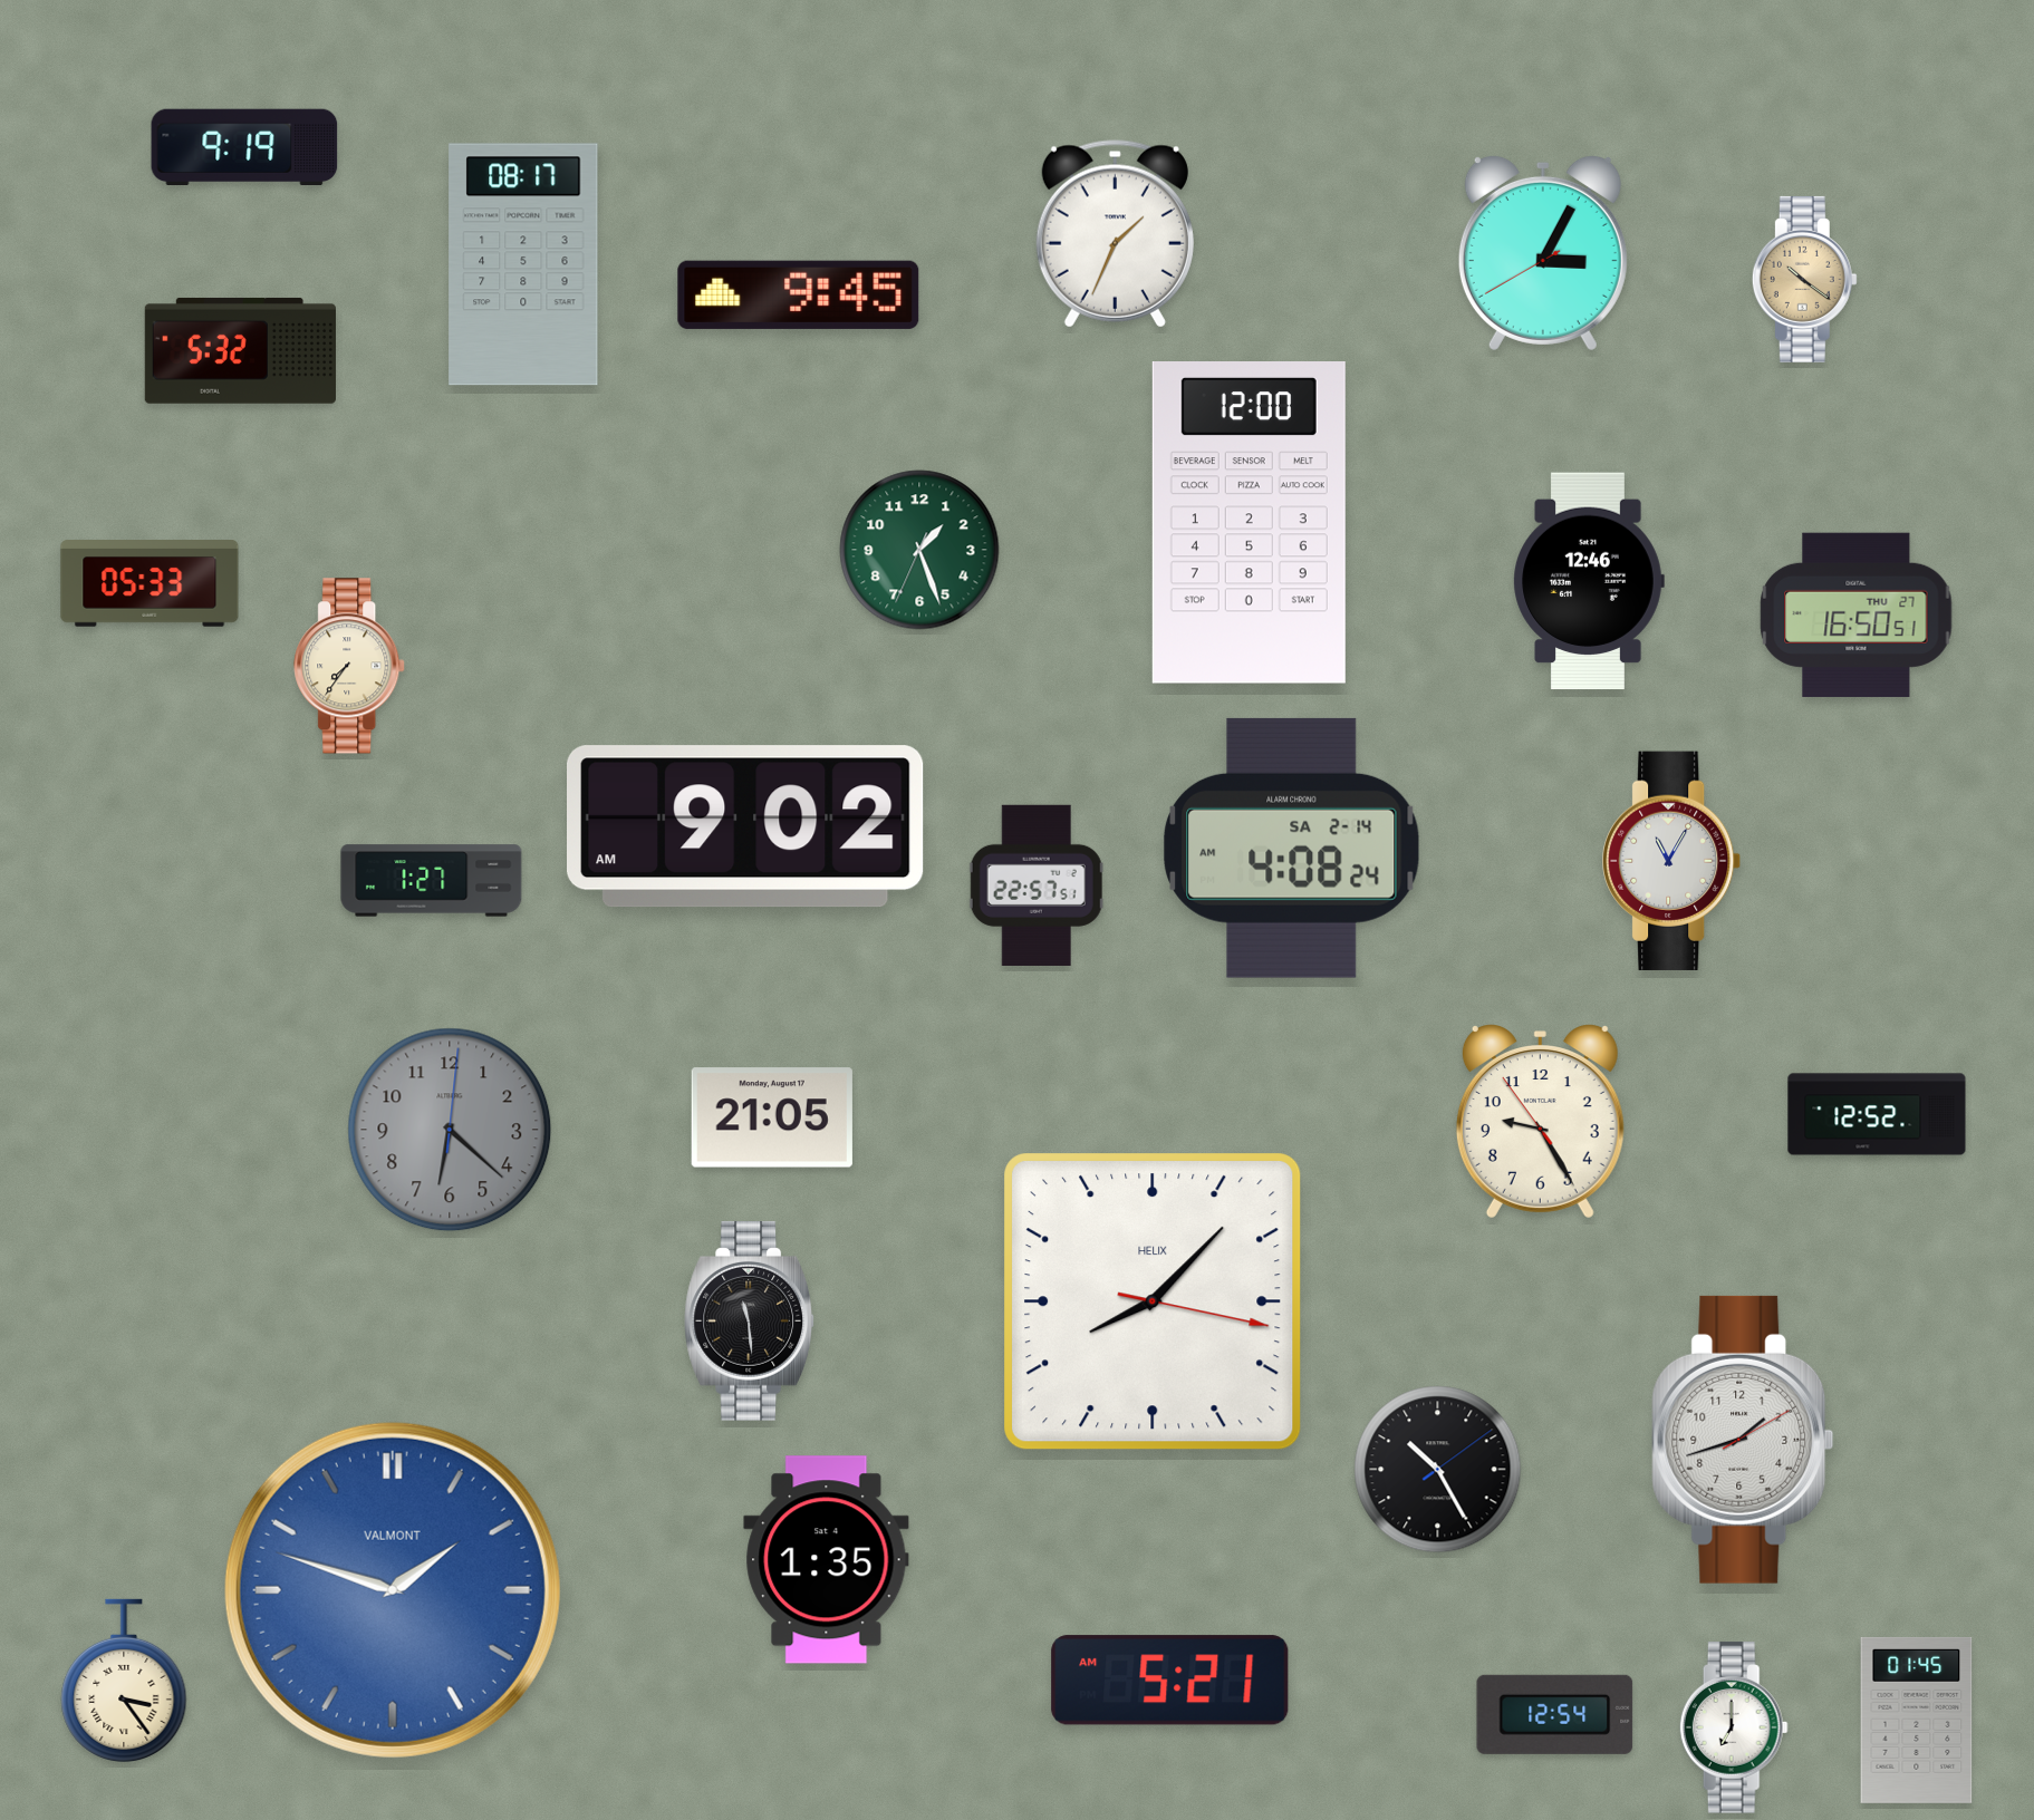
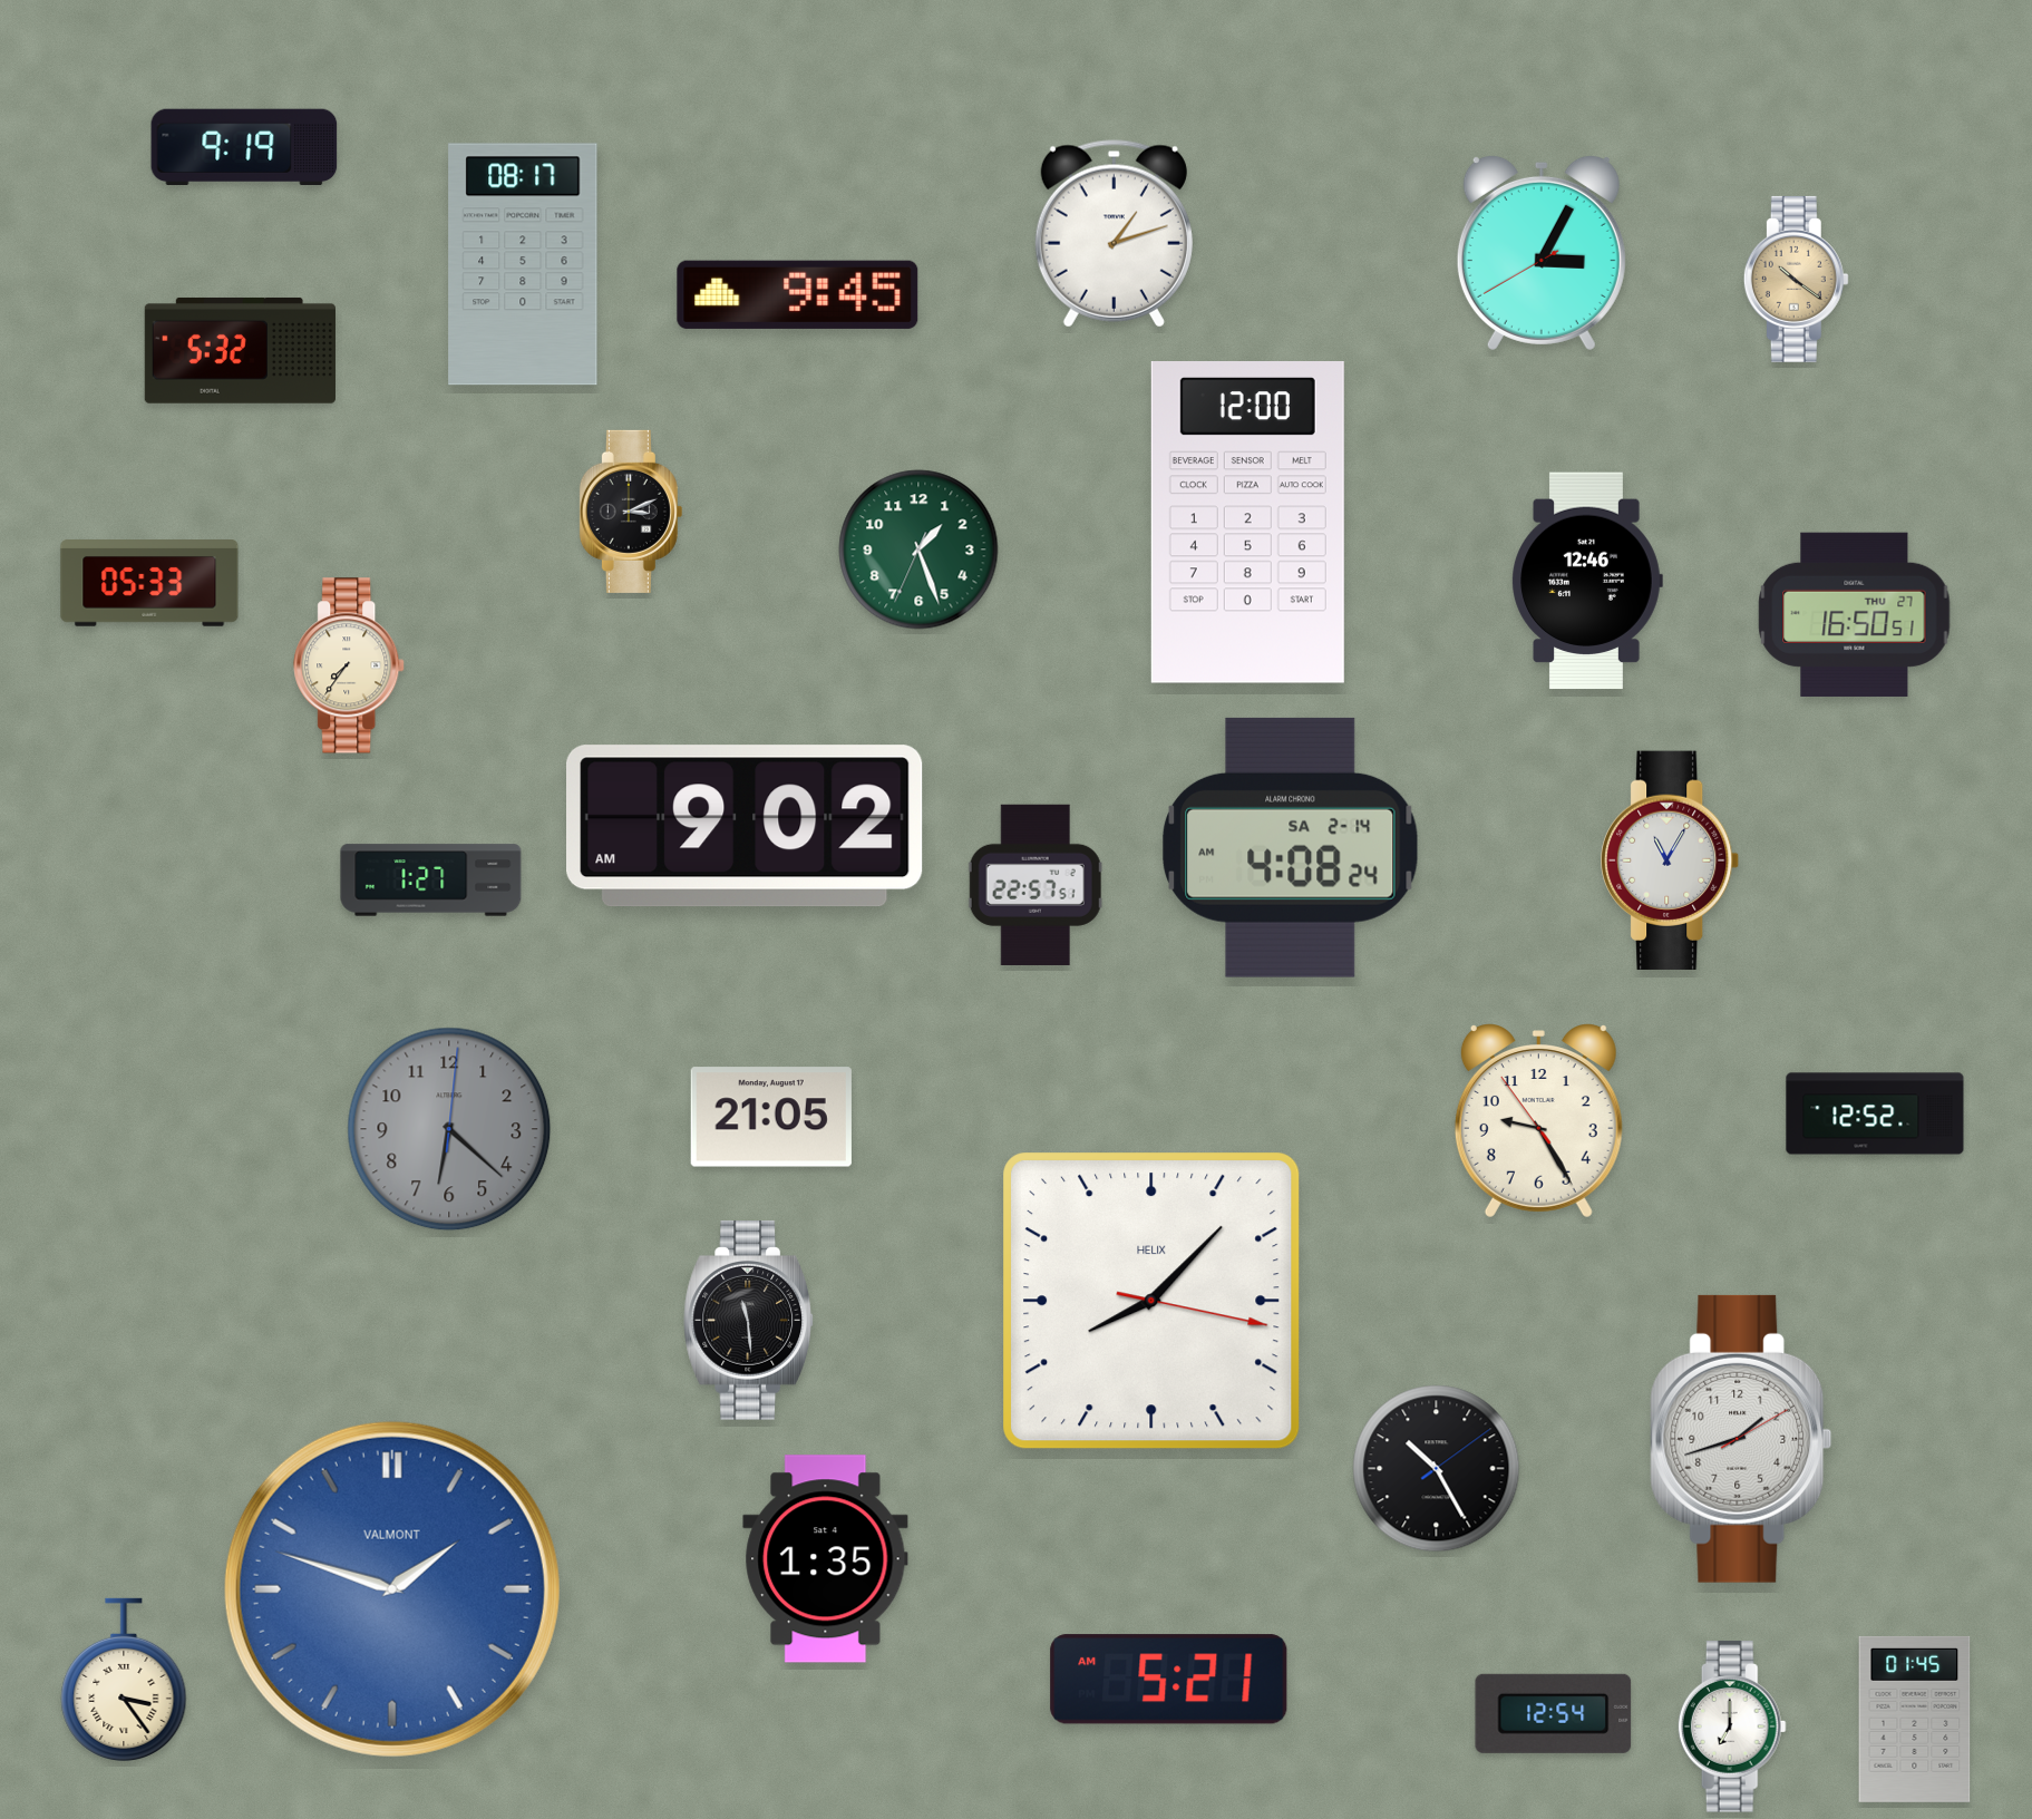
clock at (1115, 234): 1:34 -> 1:12
clock at (1804, 279) position: (1804, 279) -> (1796, 279)
clock at (631, 512): none -> 3:11
